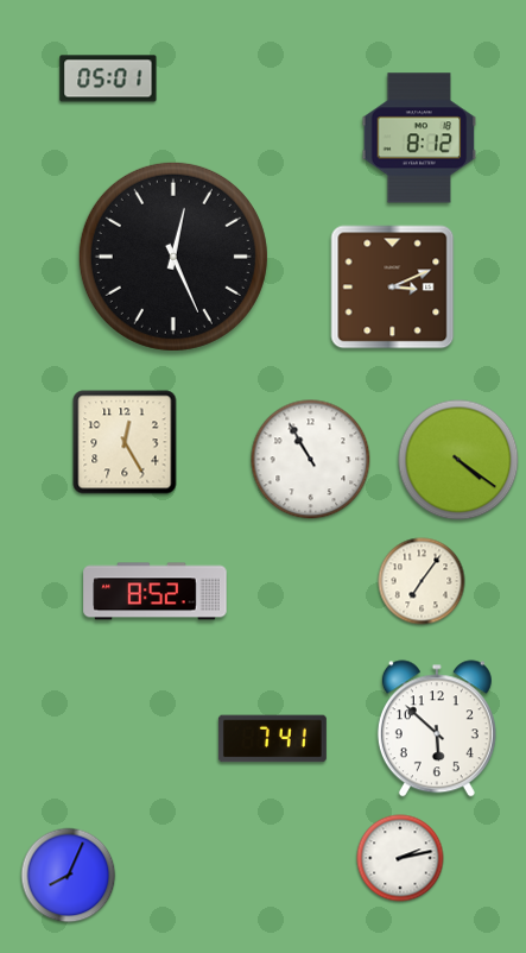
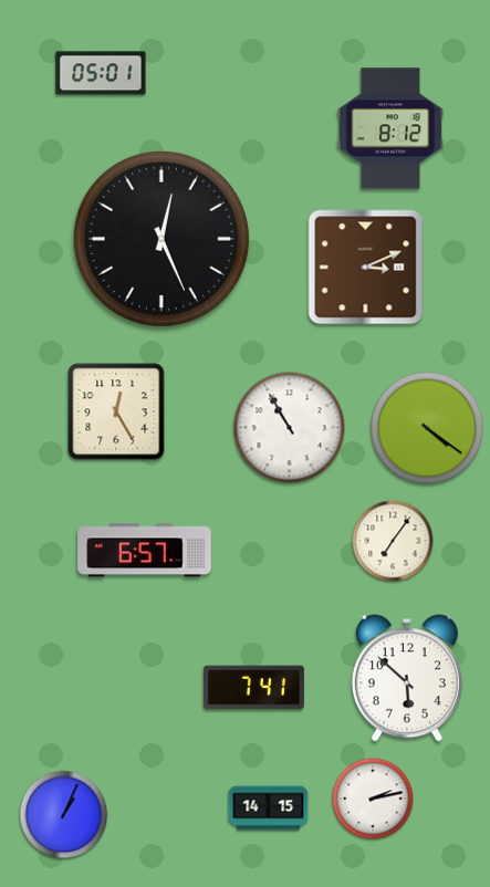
clock at (156, 592): 8:52 -> 6:57
clock at (269, 808): none -> 14:15
clock at (69, 876): 8:04 -> 1:04
